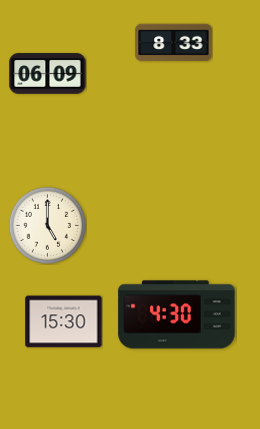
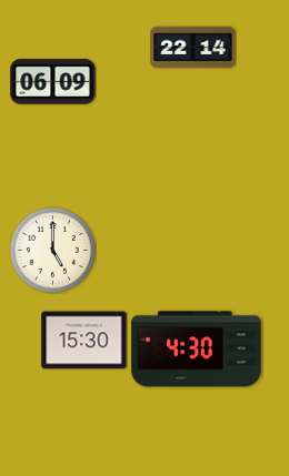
clock at (174, 43): 8:33 -> 22:14
clock at (64, 322) position: (64, 322) -> (84, 341)
